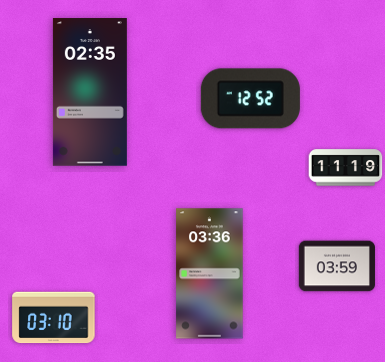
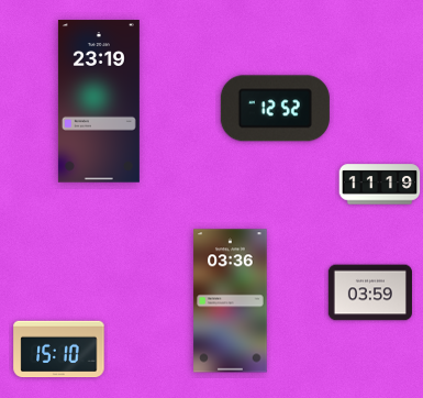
clock at (90, 92): 02:35 -> 23:19
clock at (54, 318): 03:10 -> 15:10
